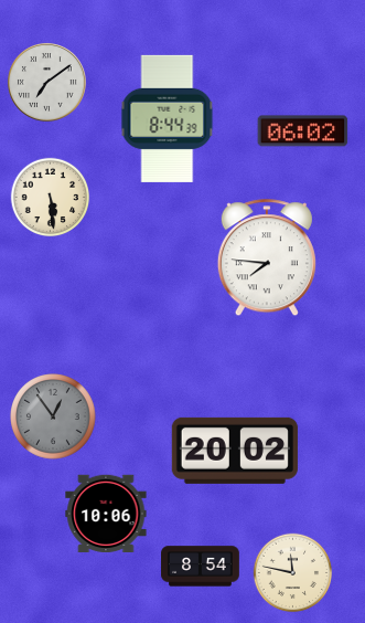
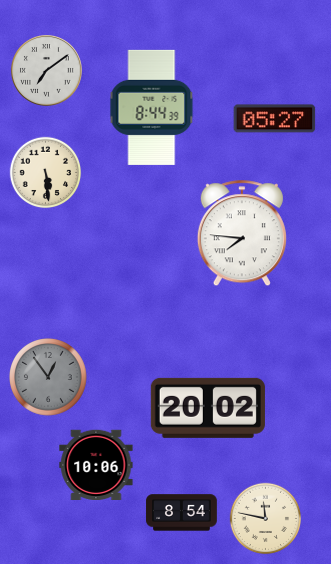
clock at (47, 83) position: (47, 83) -> (47, 71)
clock at (303, 131): 06:02 -> 05:27
clock at (51, 198) position: (51, 198) -> (46, 173)
clock at (235, 451) position: (235, 451) -> (208, 408)
